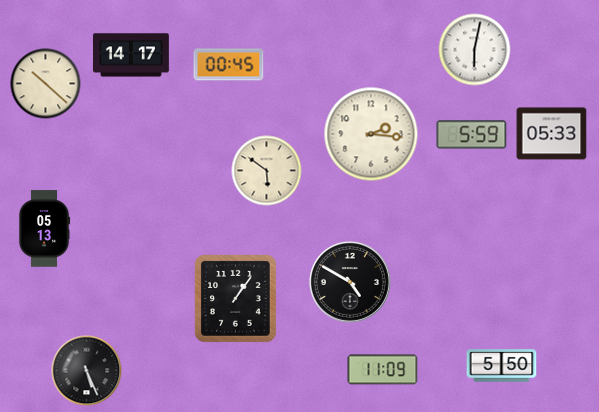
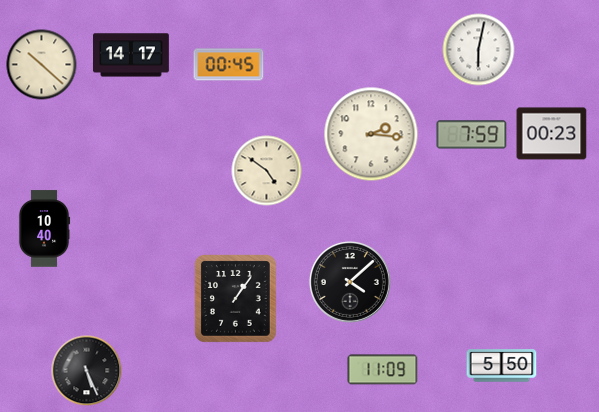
clock at (475, 50) position: (475, 50) -> (479, 50)
clock at (46, 84) position: (46, 84) -> (42, 65)
clock at (552, 134): 05:33 -> 00:23
clock at (472, 135): 5:59 -> 7:59
clock at (267, 171): 5:51 -> 4:51
clock at (44, 229): 05:13 -> 10:40
clock at (350, 282): 4:50 -> 4:08
